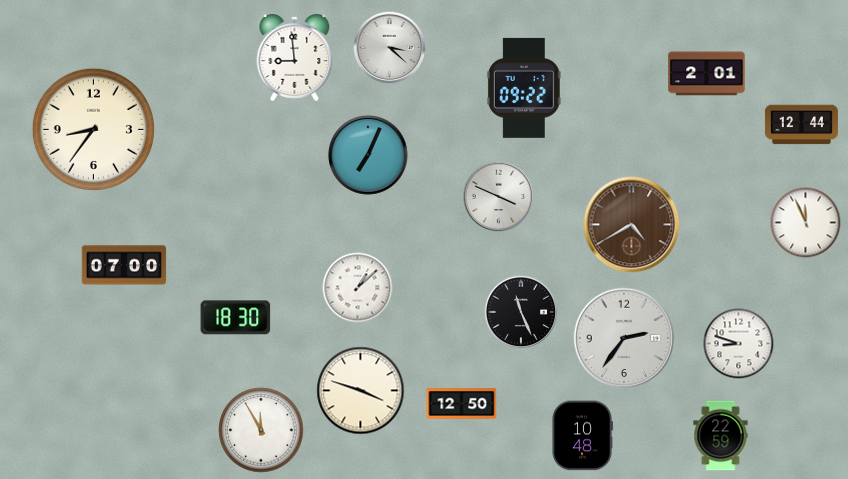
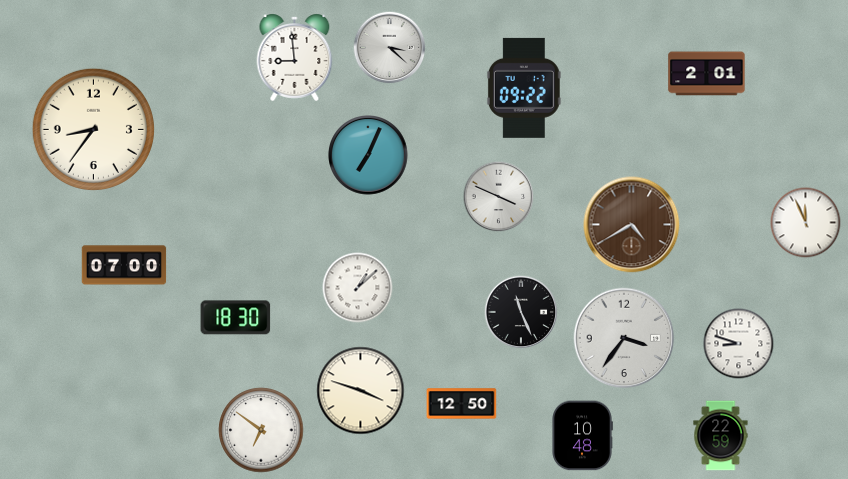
clock at (801, 125): 12:44 -> none
clock at (624, 338): 2:36 -> 3:36
clock at (261, 430): 11:55 -> 6:51
